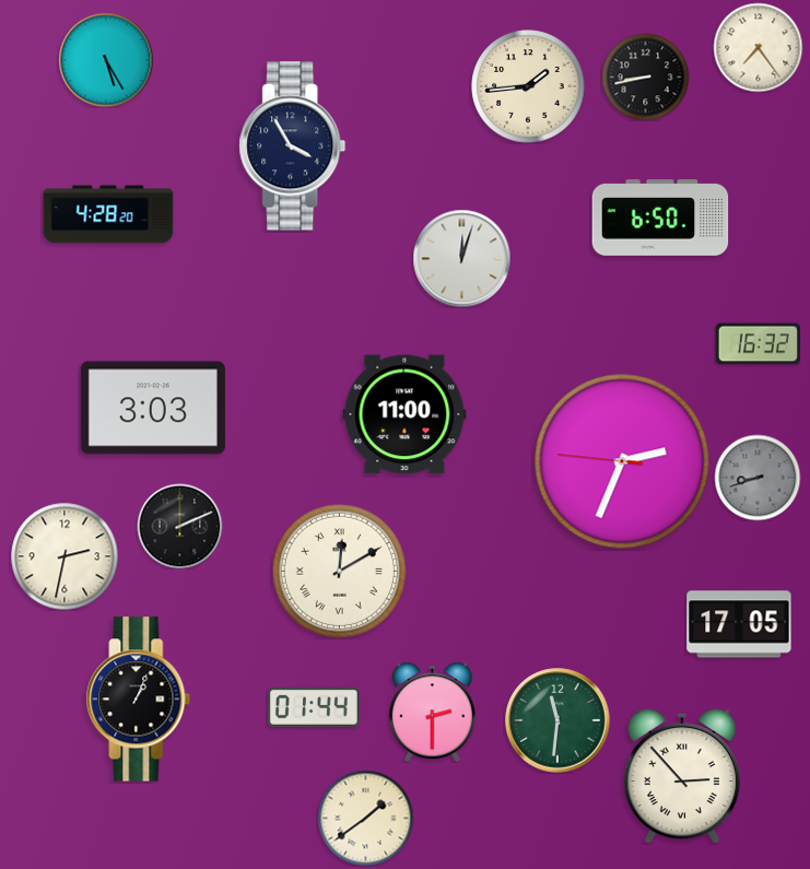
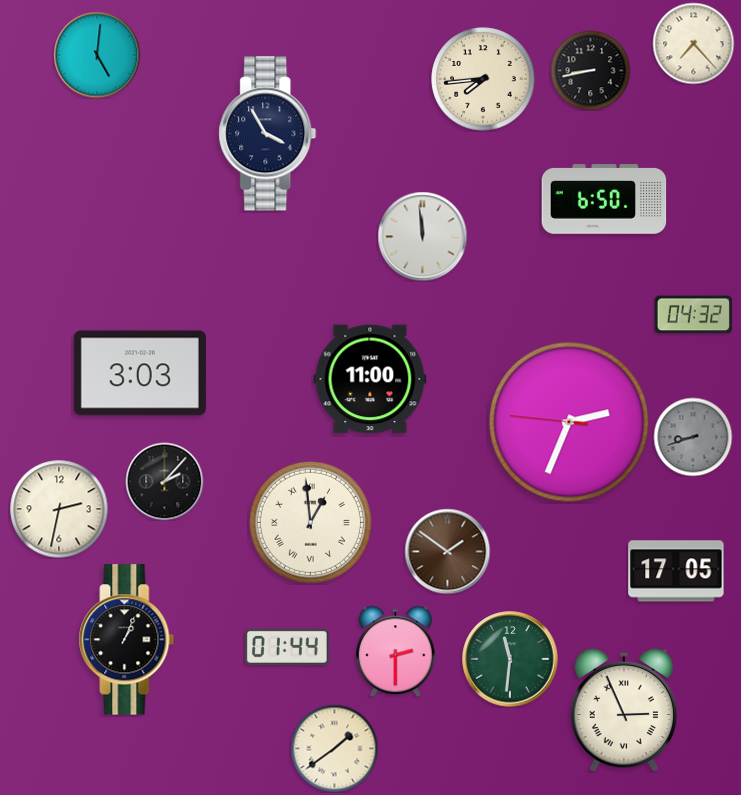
clock at (758, 47): 7:24 -> 7:23
clock at (106, 60): 5:25 -> 5:01
clock at (528, 86): 1:44 -> 7:44
clock at (108, 214): 4:28 -> none
clock at (461, 258): 12:03 -> 11:59
clock at (758, 344): 16:32 -> 04:32
clock at (179, 526): 2:11 -> 2:07
clock at (339, 571): 12:10 -> 12:59
clock at (447, 551): none -> 1:51
clock at (682, 776): 2:53 -> 2:56
